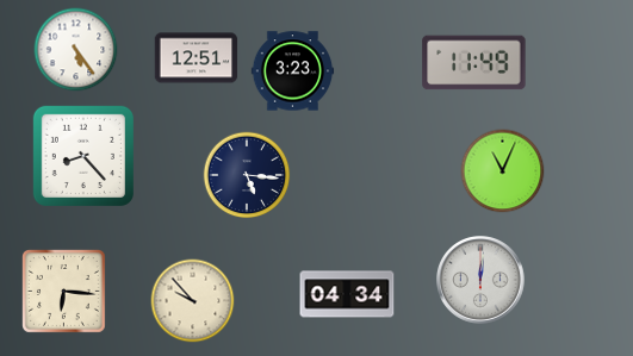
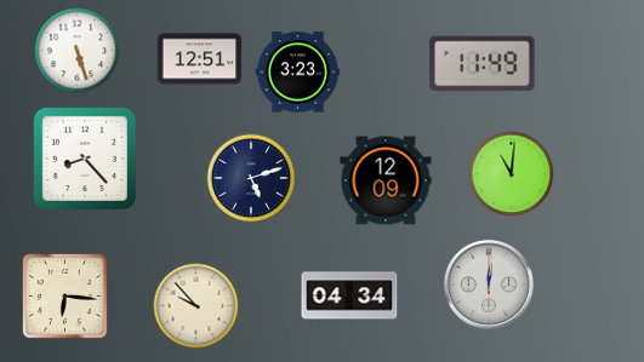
clock at (76, 50): 5:24 -> 5:27
clock at (503, 171): 11:04 -> 11:01
clock at (247, 175): 5:16 -> 5:12
clock at (386, 180): none -> 12:09
clock at (347, 294) position: (347, 294) -> (349, 295)
